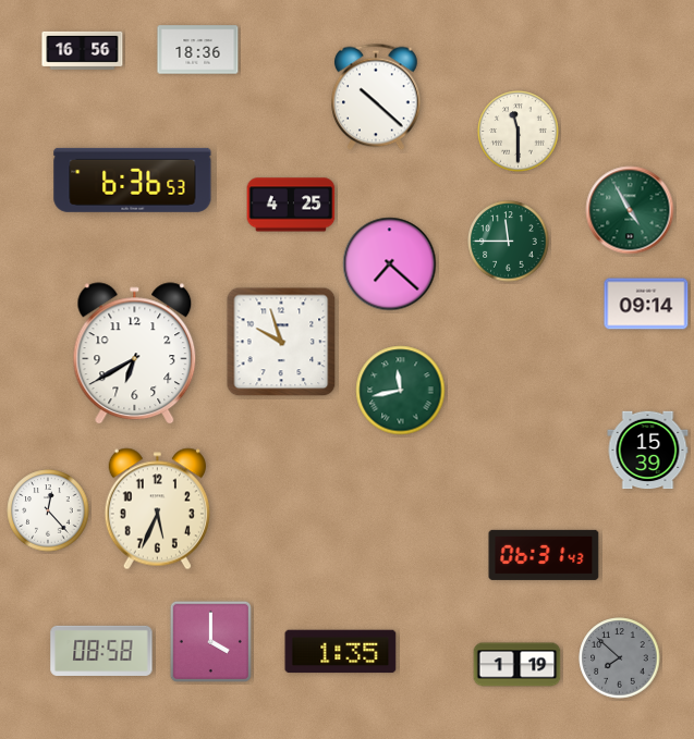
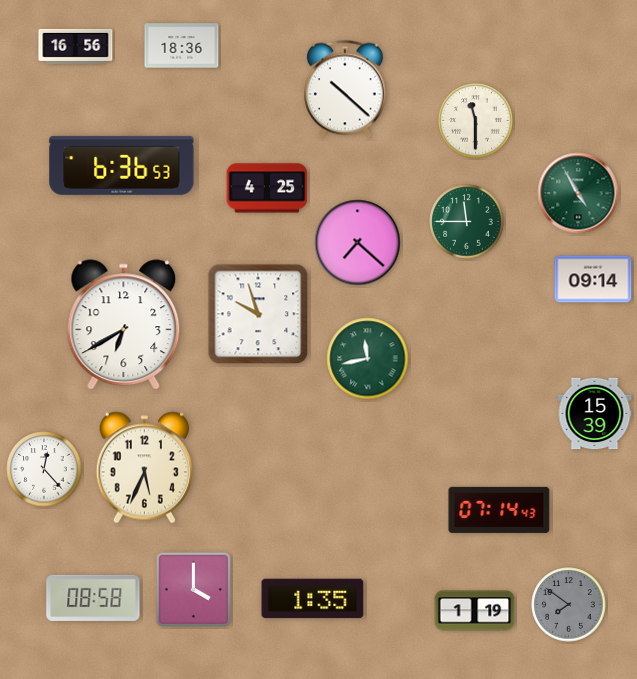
clock at (544, 555): 06:31 -> 07:14
clock at (620, 658): 7:52 -> 7:51
